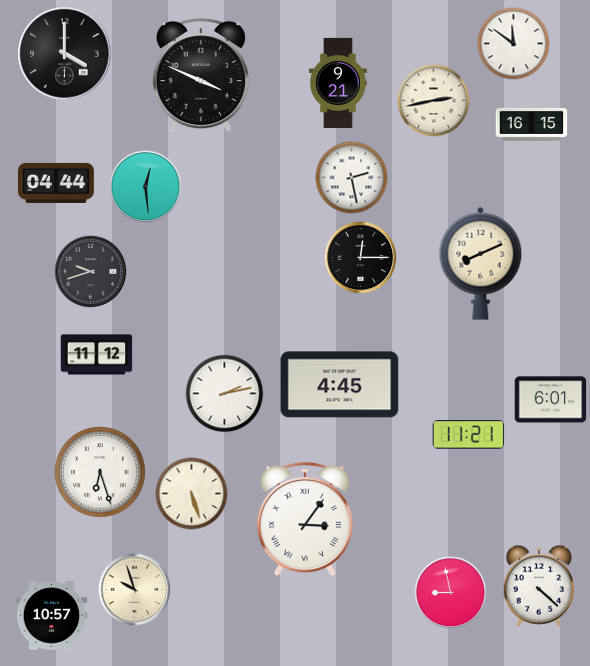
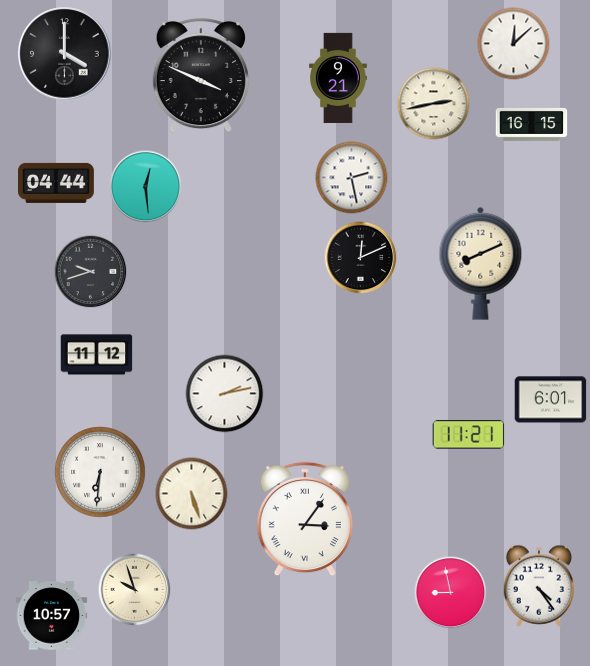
clock at (514, 44): 11:51 -> 12:08
clock at (339, 82) position: (339, 82) -> (339, 77)
clock at (434, 101) position: (434, 101) -> (434, 104)
clock at (361, 258): 12:15 -> 12:11
clock at (340, 385): 4:45 -> none
clock at (100, 472): 6:27 -> 6:31
clock at (538, 586): 4:22 -> 4:24
